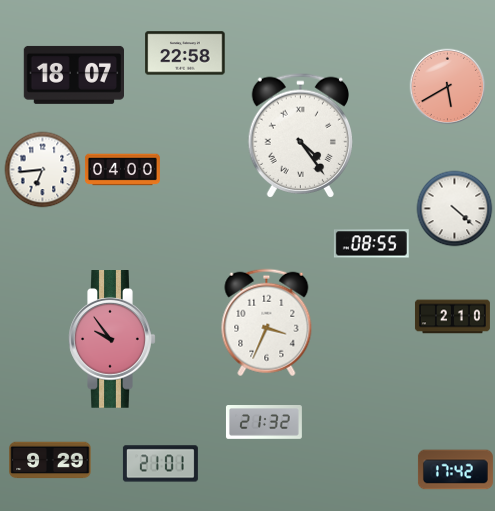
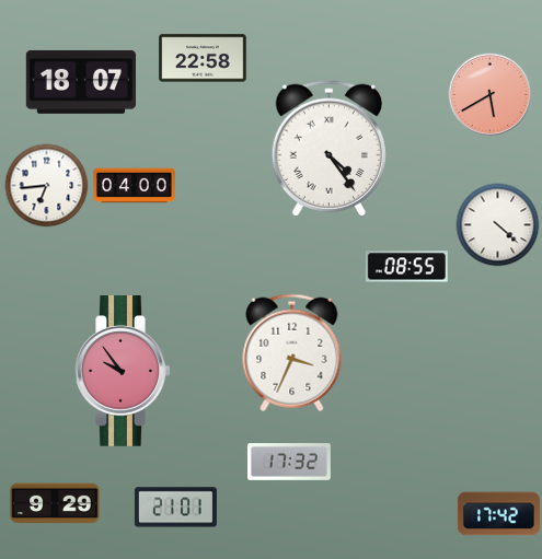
clock at (455, 209) position: (455, 209) -> (498, 225)
clock at (452, 317): 2:10 -> none
clock at (264, 423): 21:32 -> 17:32
